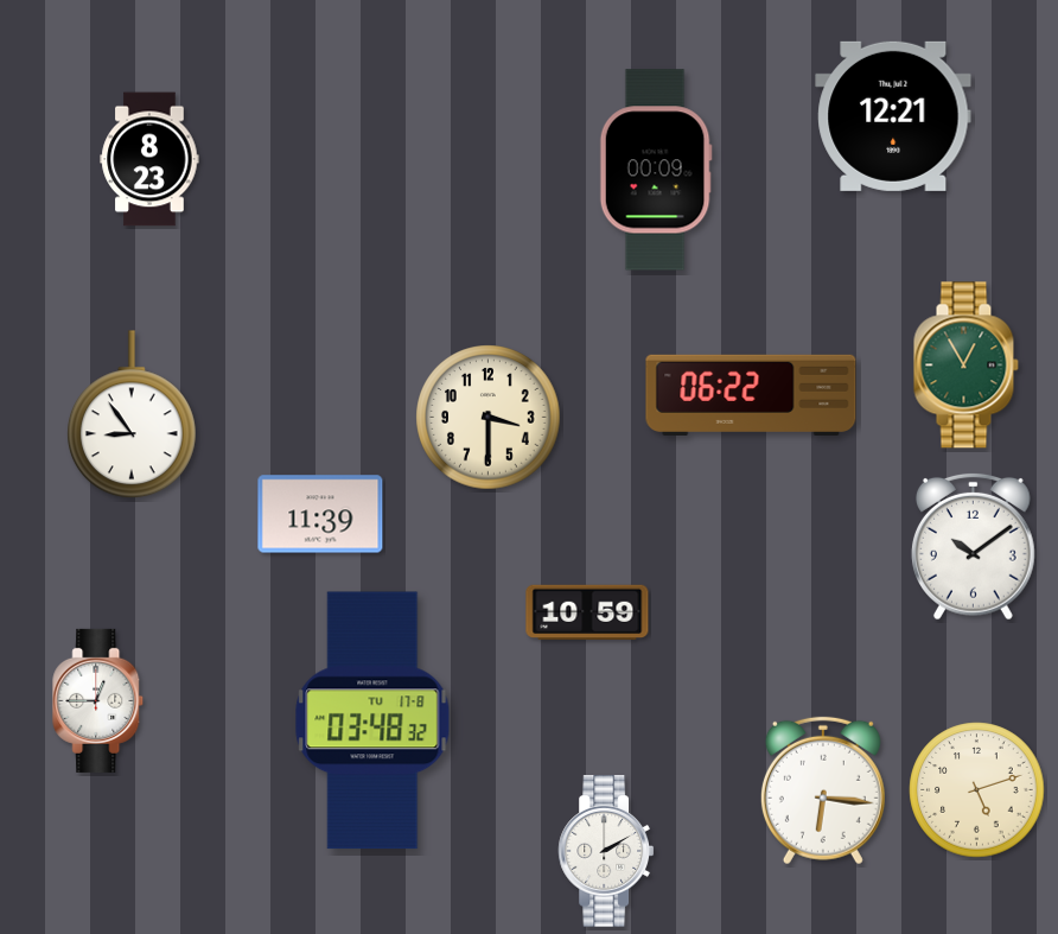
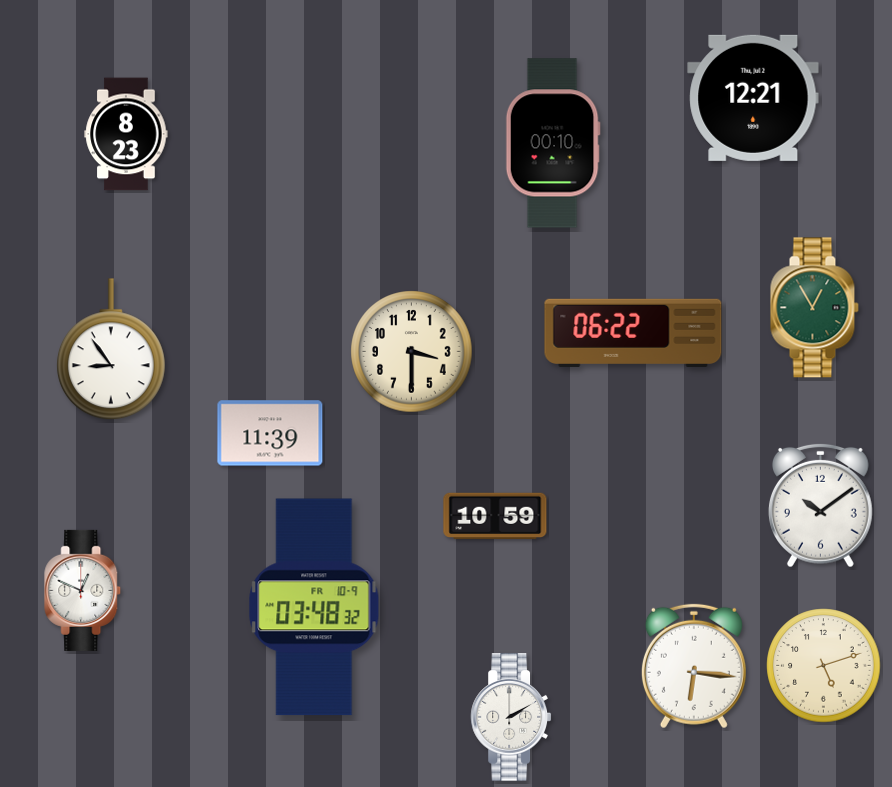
clock at (656, 170): 00:09 -> 00:10
clock at (973, 546) position: (973, 546) -> (820, 505)
clock at (98, 700): 12:45 -> 12:49
clock at (372, 720) date: TU 17-8 -> FR 10-9
